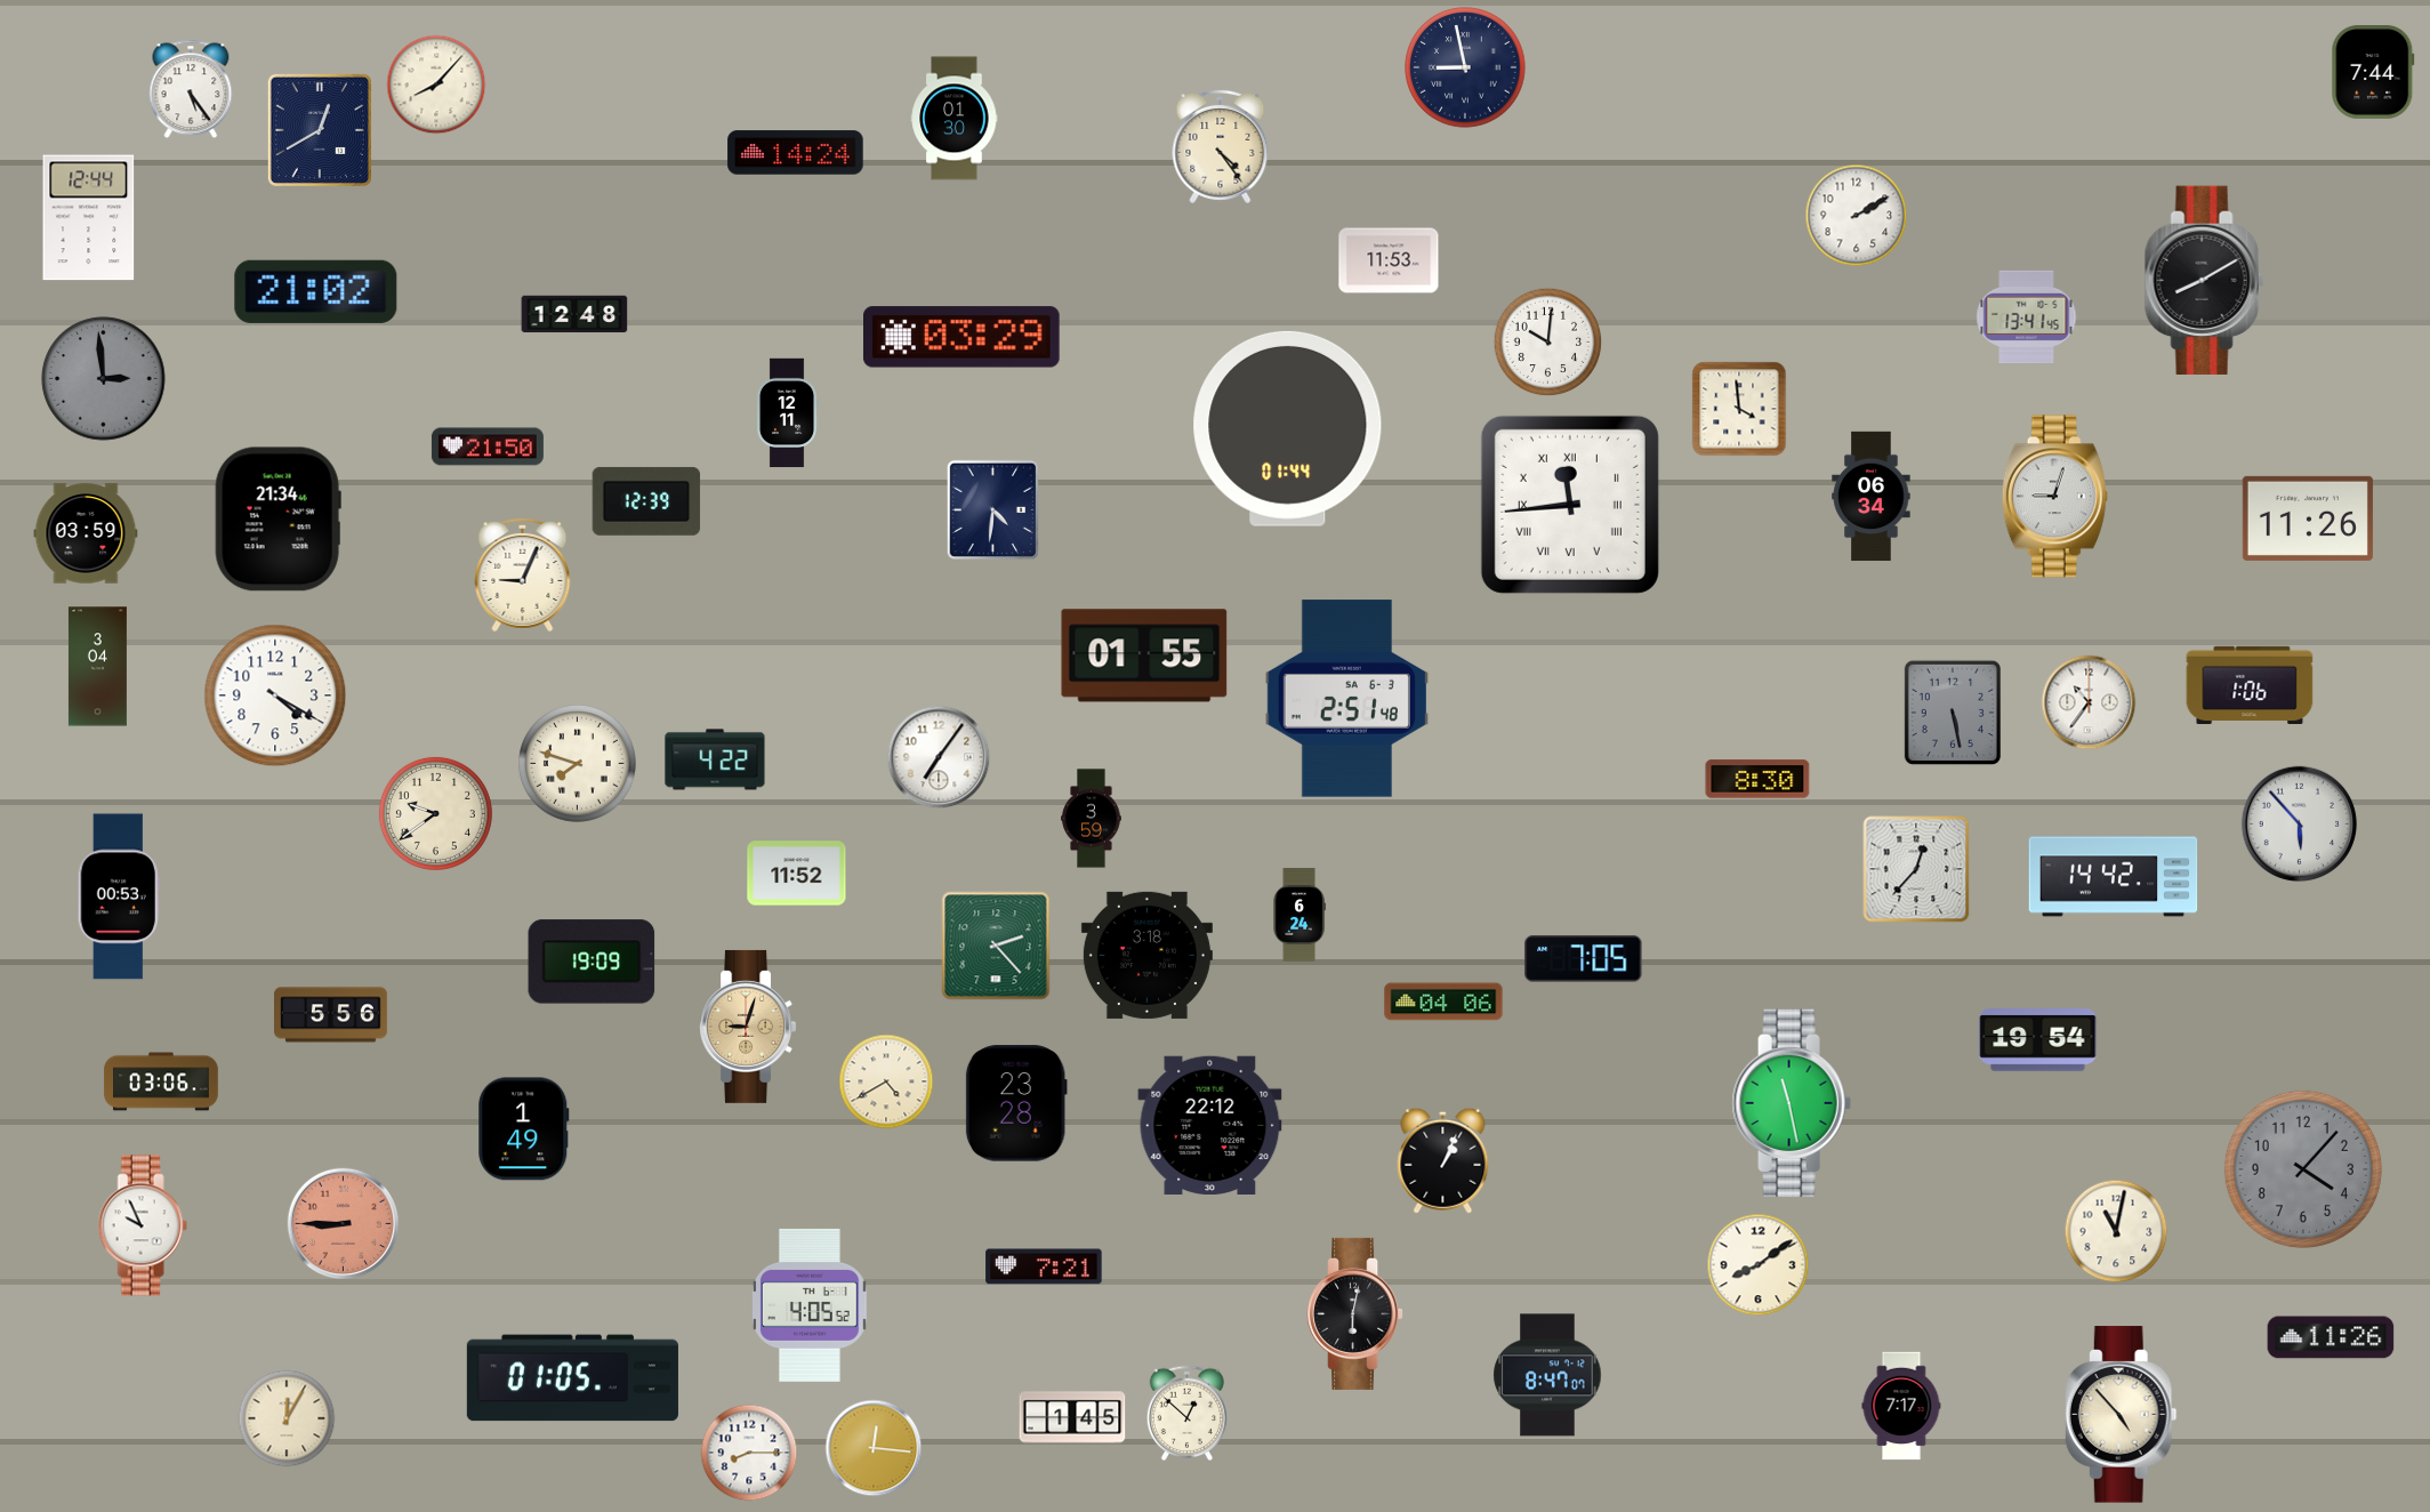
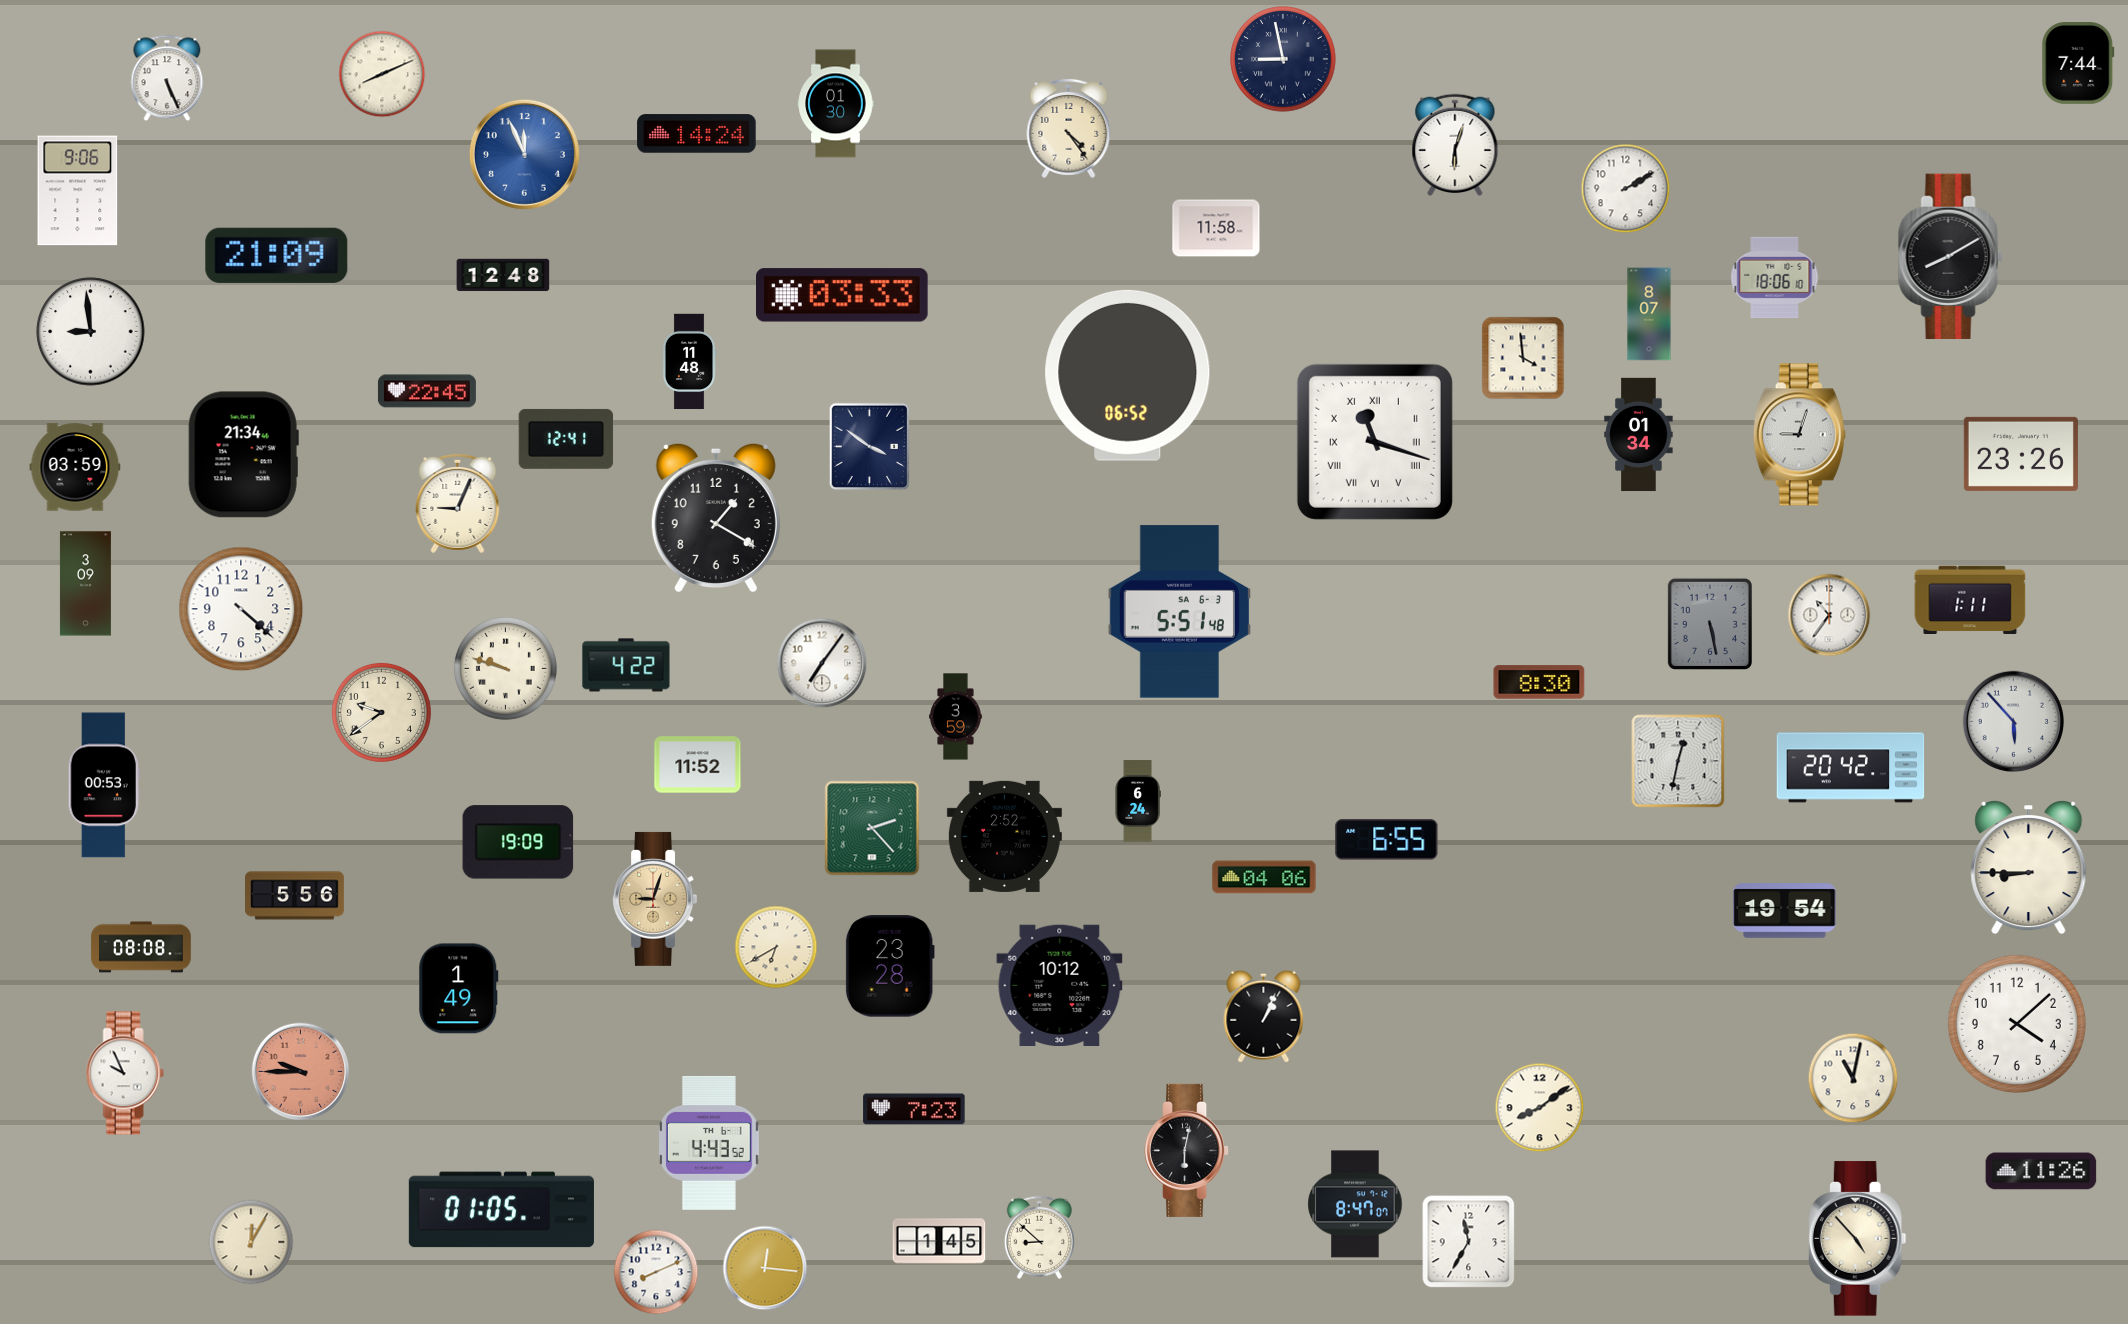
clock at (436, 85): 8:07 -> 8:11
clock at (191, 89): 5:24 -> 5:26
clock at (320, 130): 12:40 -> none
clock at (1455, 144): none -> 6:03
clock at (524, 154): none -> 11:56
clock at (89, 218): 12:44 -> 9:06
clock at (1389, 260): 11:53 -> 11:58
clock at (2204, 280) position: (2204, 280) -> (1950, 256)
clock at (316, 291): 21:02 -> 21:09
clock at (2027, 316): 13:41 -> 18:06
clock at (963, 337): 03:29 -> 03:33
clock at (1548, 343): 10:01 -> none
clock at (1649, 314): none -> 8:07
clock at (104, 379): 2:59 -> 8:59
clock at (104, 379) dial: grey -> white
clock at (787, 413): 12:11 -> 11:48
clock at (1288, 428): 01:44 -> 06:52
clock at (488, 447): 21:50 -> 22:45
clock at (1872, 497): 06:34 -> 01:34
clock at (646, 501): 12:39 -> 12:41
clock at (1570, 505): 11:44 -> 11:18
clock at (993, 510): 4:31 -> 3:51
clock at (2308, 518): 11:26 -> 23:26
clock at (716, 517): none -> 1:20
clock at (1144, 656): 01:55 -> none
clock at (97, 667): 3:04 -> 3:09
clock at (2250, 684): 1:06 -> 1:11
clock at (275, 695): 4:20 -> 4:22
clock at (1346, 699): 2:51 -> 5:51
clock at (577, 763): 7:48 -> 9:48
clock at (1916, 869): 12:37 -> 12:32
clock at (2114, 877): 14:42 -> 20:42
clock at (1146, 955): 3:18 -> 2:52
clock at (1584, 959): 7:05 -> 6:55
clock at (2029, 868): none -> 8:45
clock at (331, 1015) position: (331, 1015) -> (295, 896)
clock at (161, 1081): 03:06 -> 08:08
clock at (886, 1081): 4:40 -> 6:40
clock at (1792, 1103): 11:28 -> none
clock at (1210, 1125): 22:12 -> 10:12
clock at (2303, 1169): 4:07 -> 4:08
clock at (2303, 1169) dial: grey -> white
clock at (344, 1224): 8:45 -> 9:45
clock at (1044, 1266): 7:21 -> 7:23
clock at (810, 1305): 4:05 -> 4:43
clock at (572, 1378) position: (572, 1378) -> (501, 1210)
clock at (1901, 1406): 7:17 -> none
clock at (1186, 1413): 12:52 -> 8:52
clock at (1469, 1242): none -> 11:35
clock at (749, 1453): 8:15 -> 8:11
